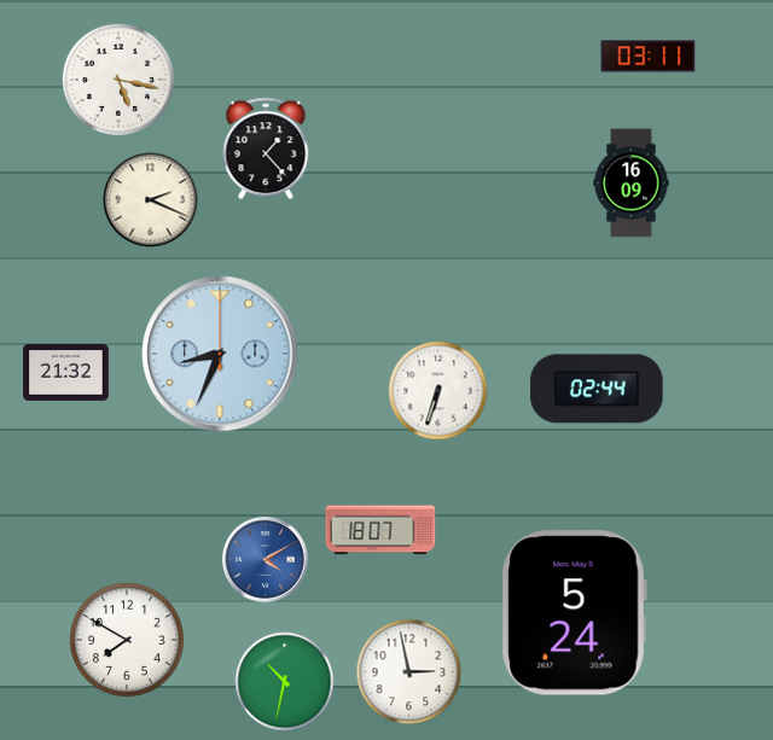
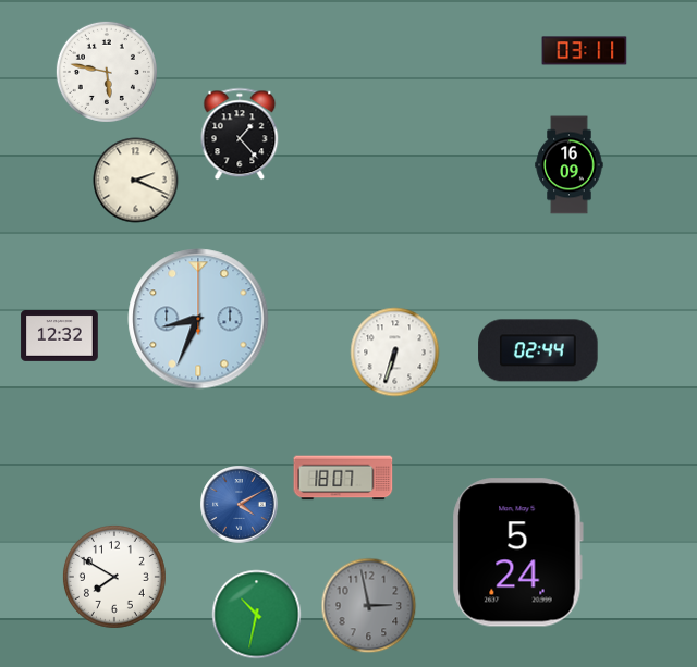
clock at (118, 80): 5:17 -> 5:47
clock at (66, 373): 21:32 -> 12:32
clock at (409, 672) dial: white -> grey
